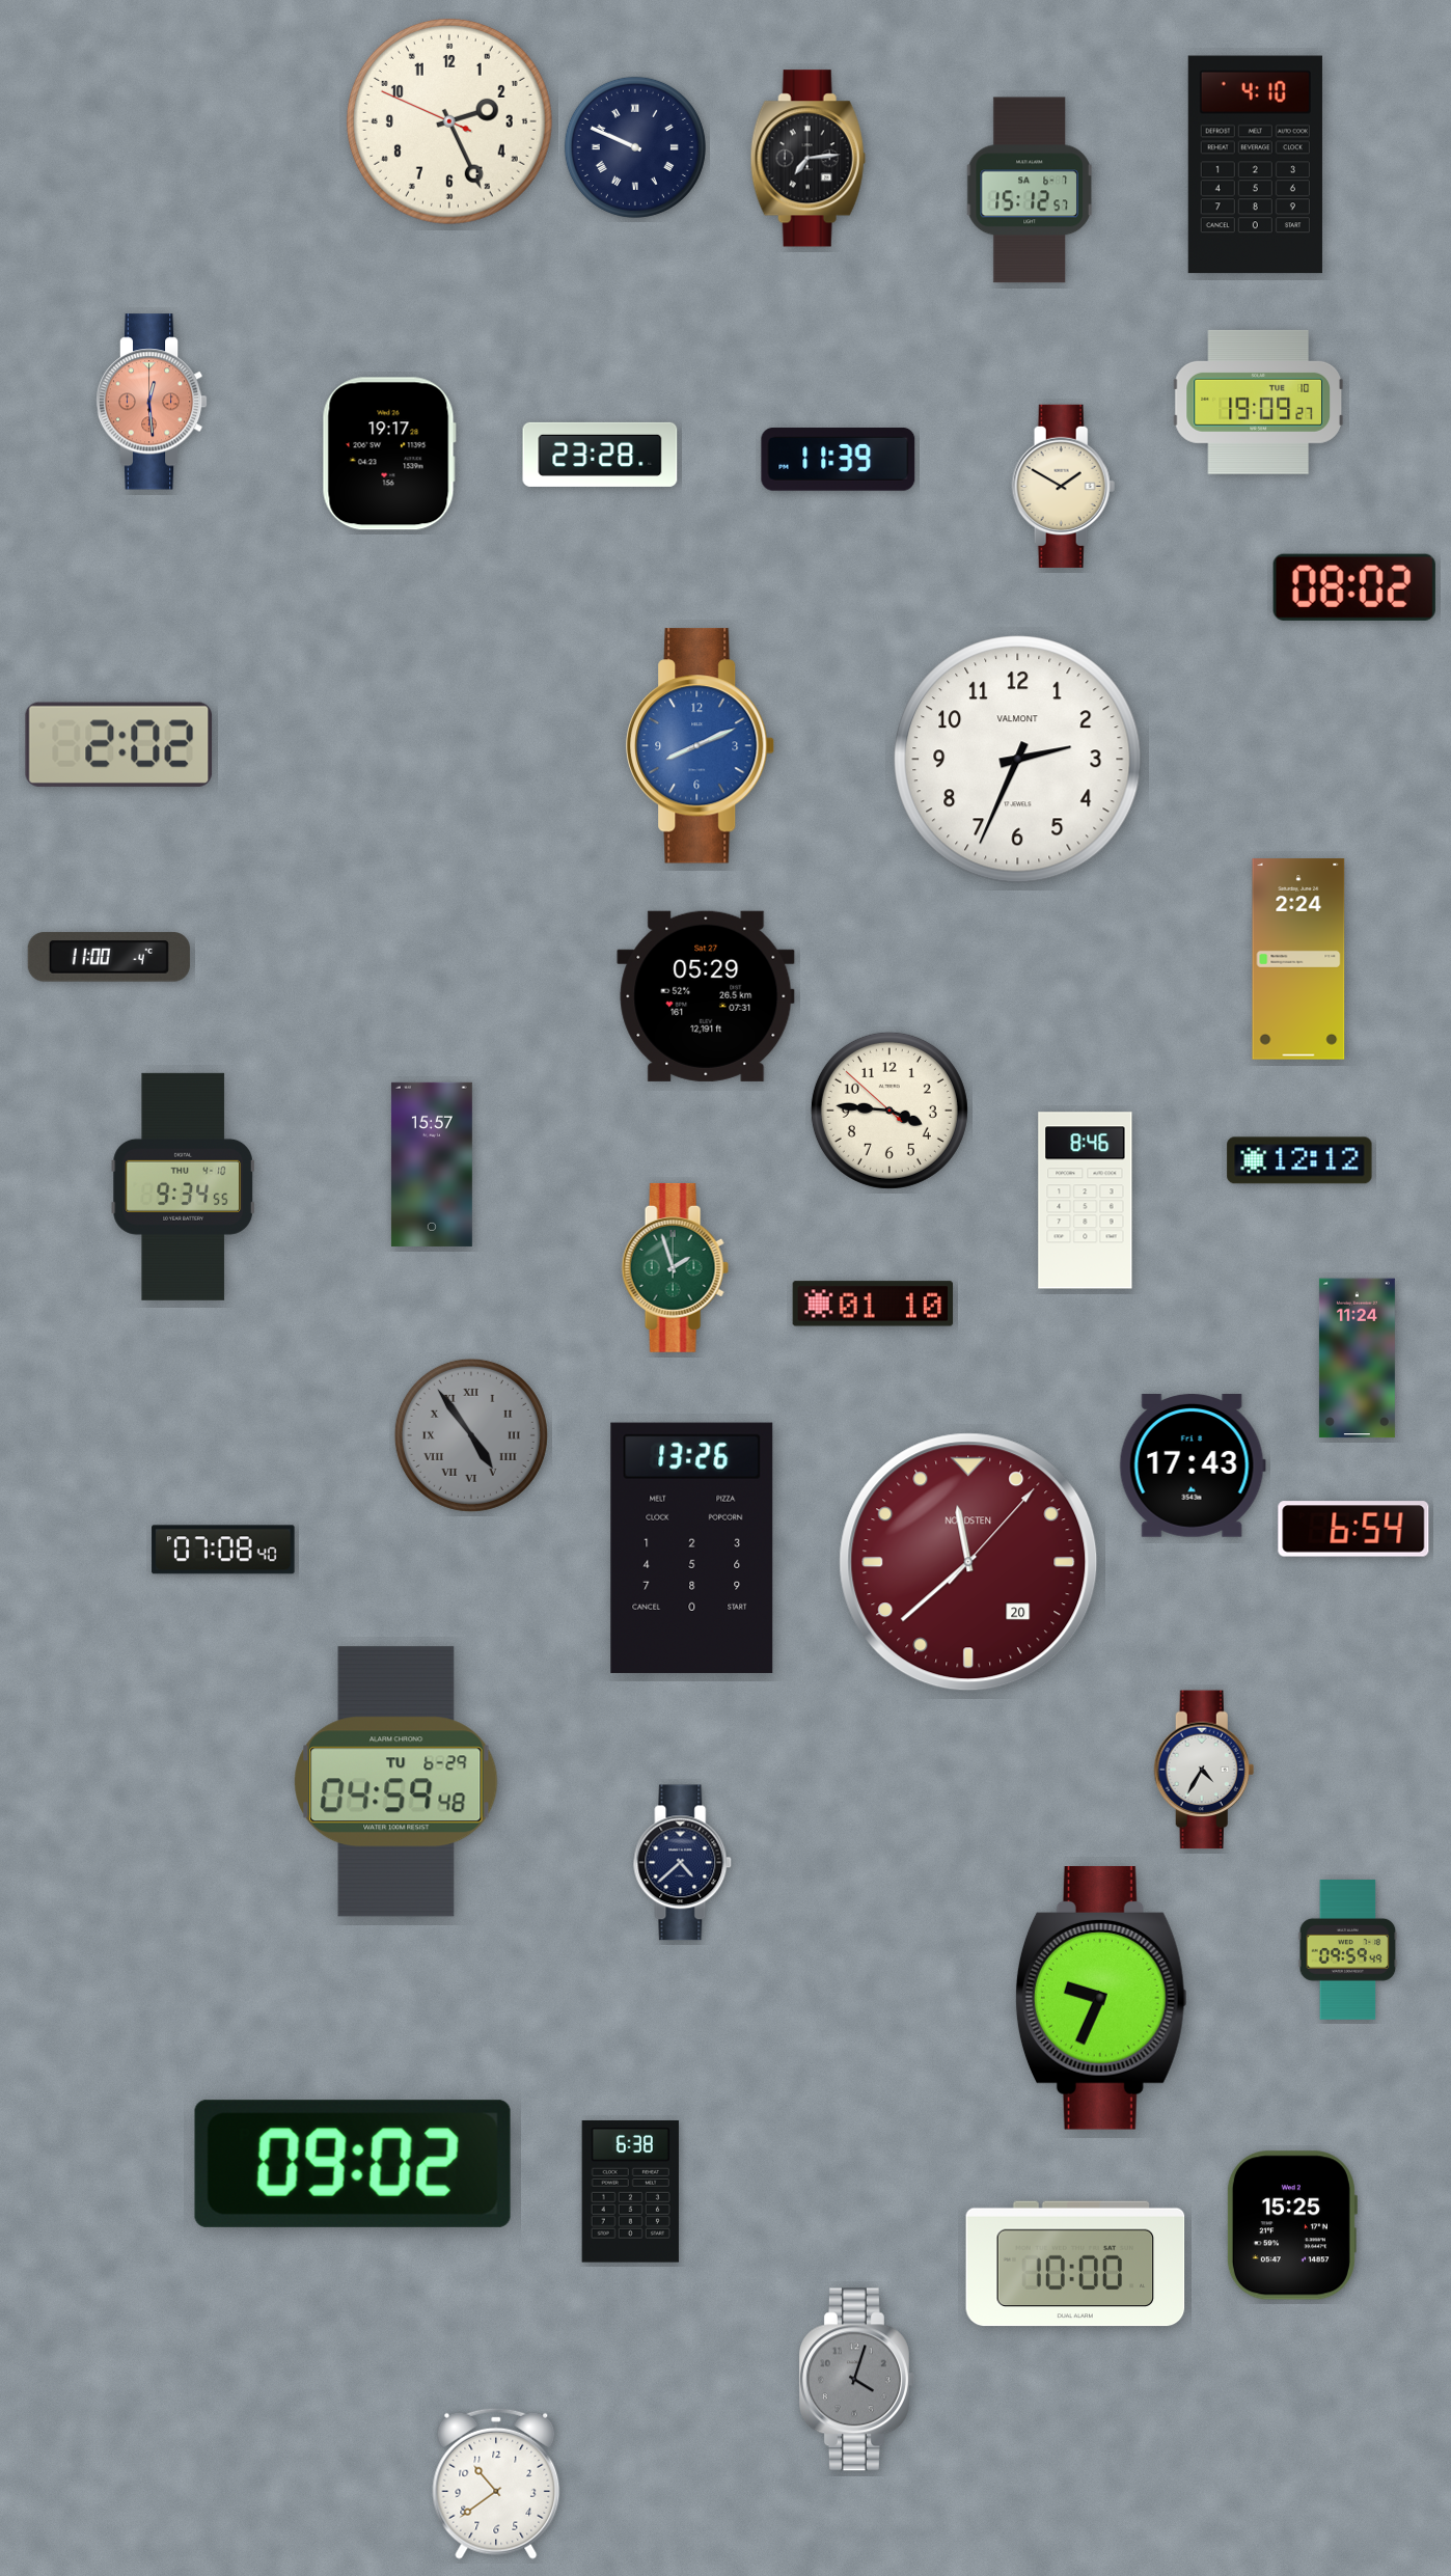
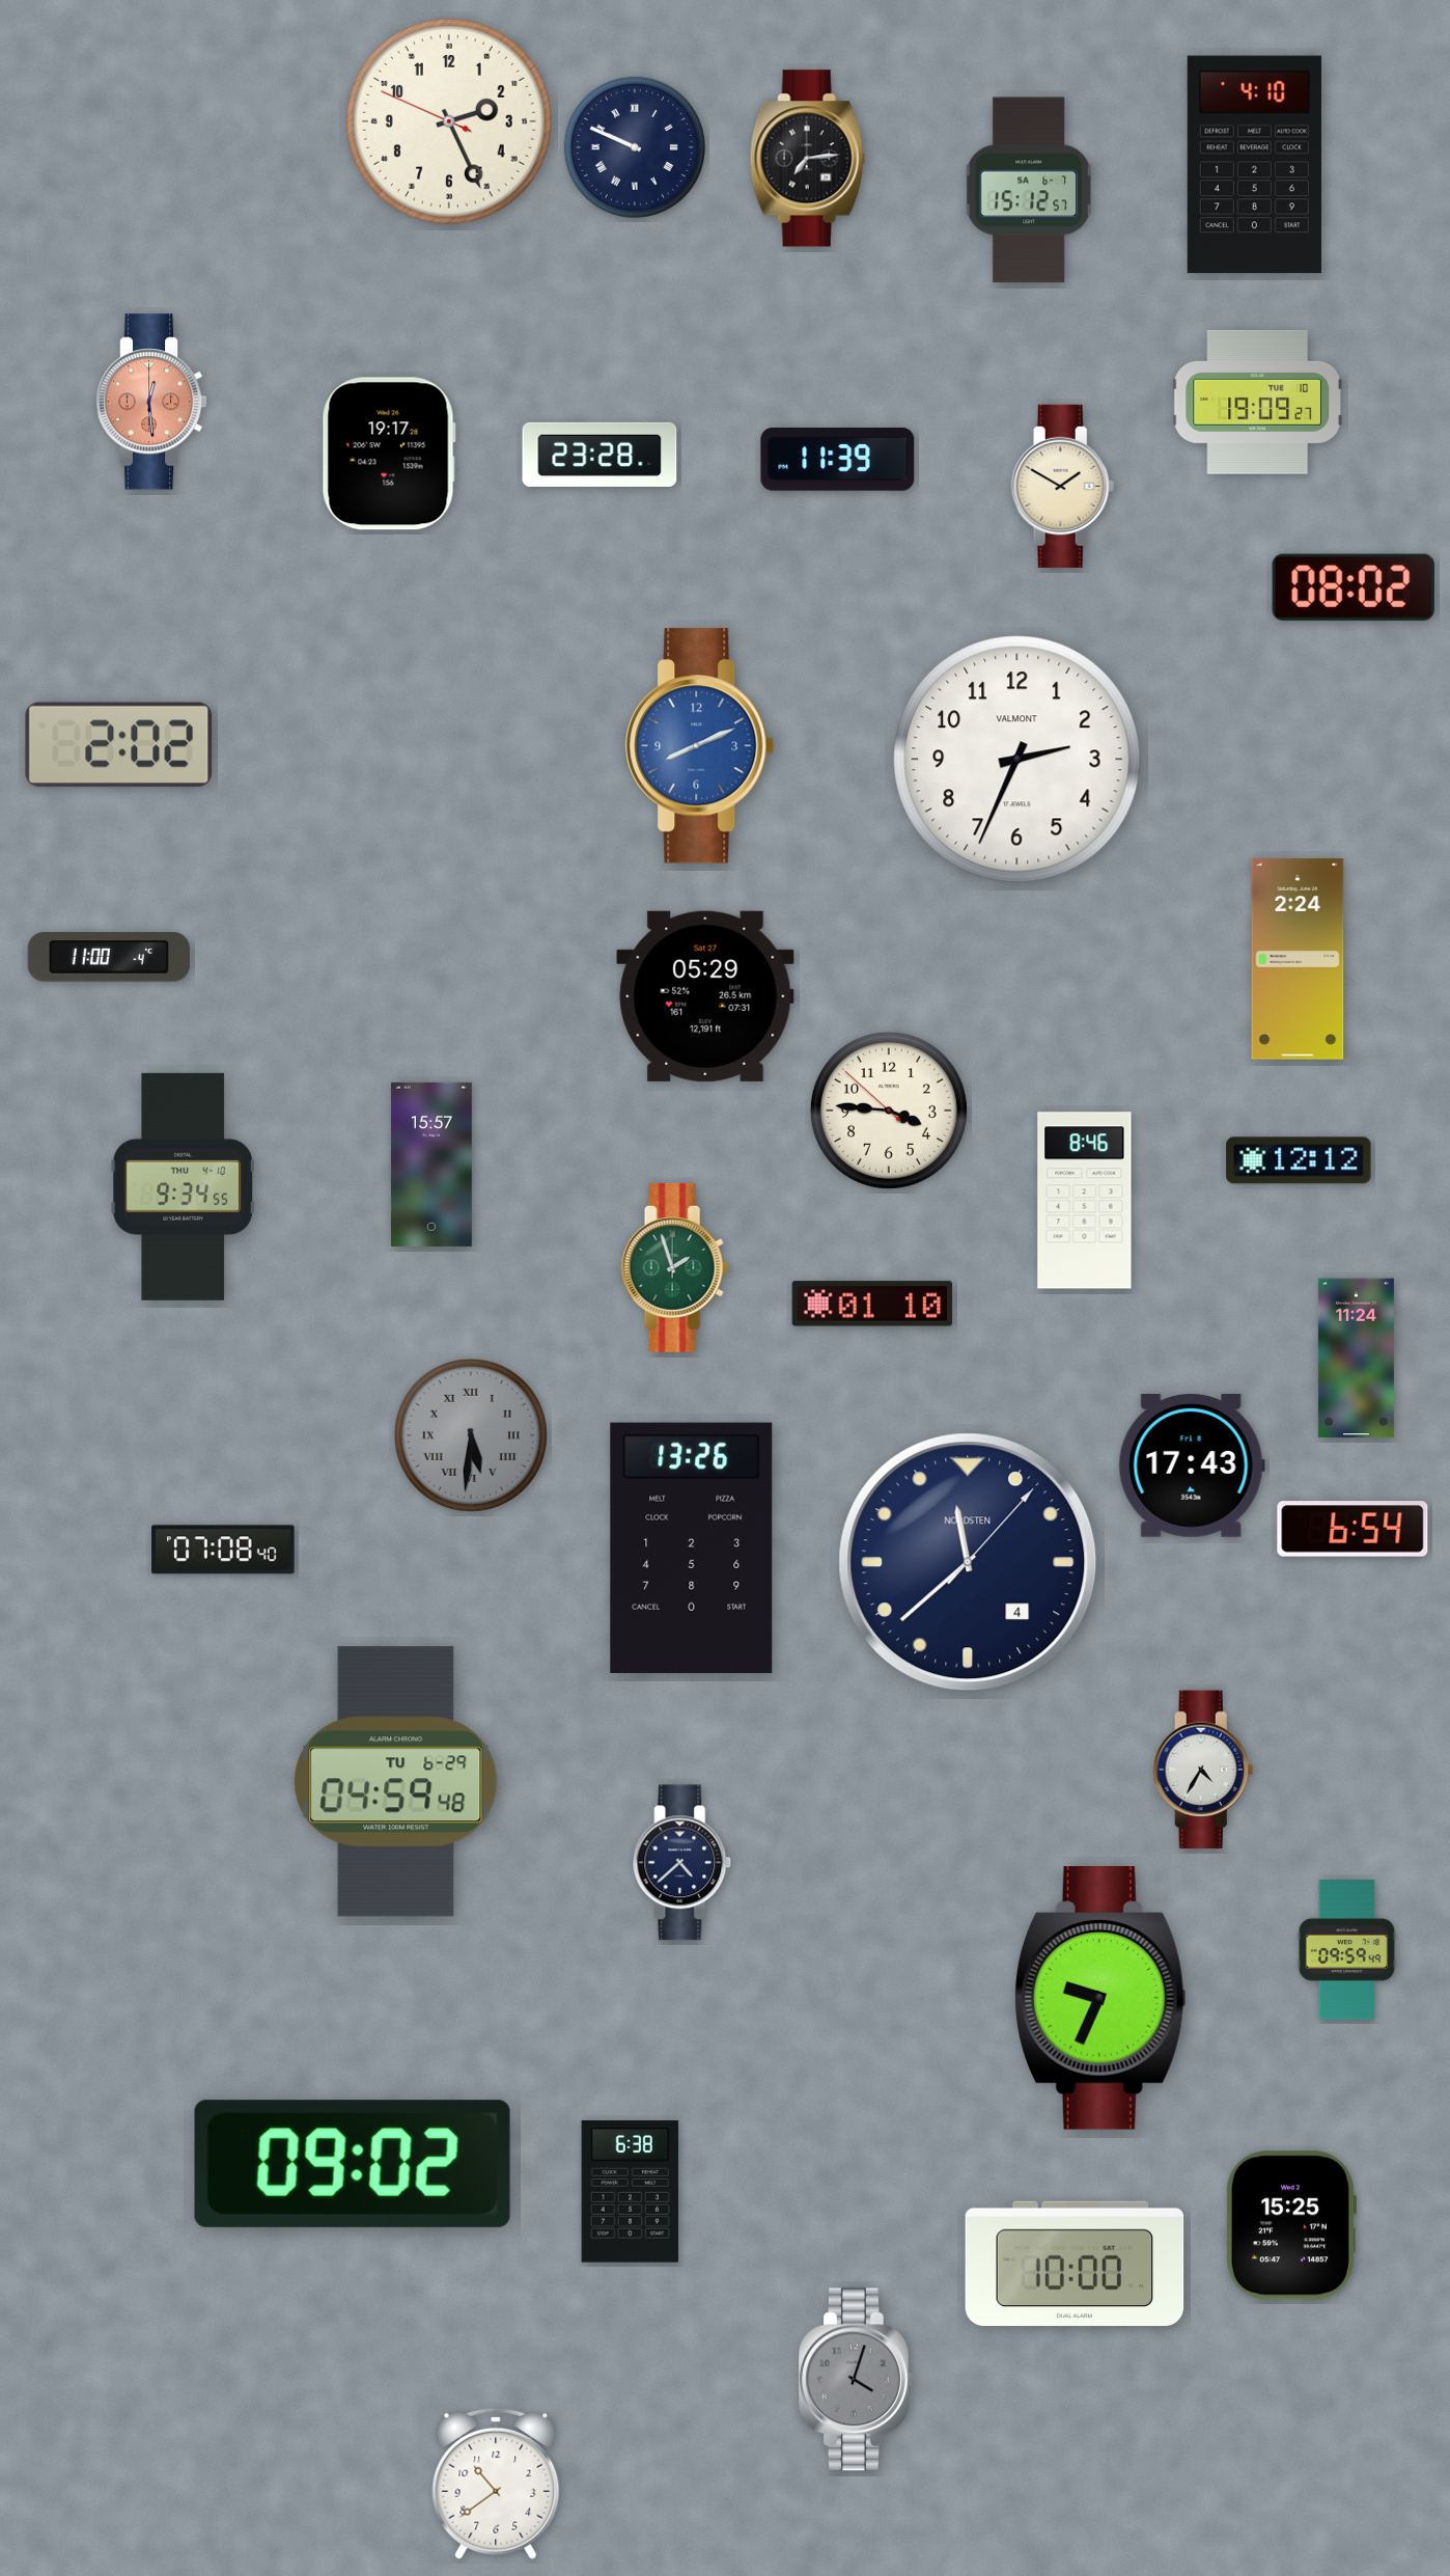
clock at (471, 1435): 4:54 -> 5:31
clock at (968, 1562) date: 20 -> 4
clock at (968, 1562) dial: burgundy -> navy
